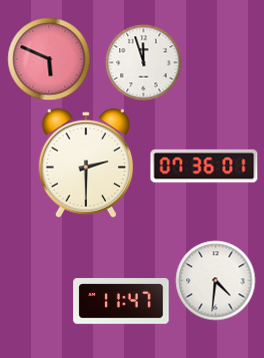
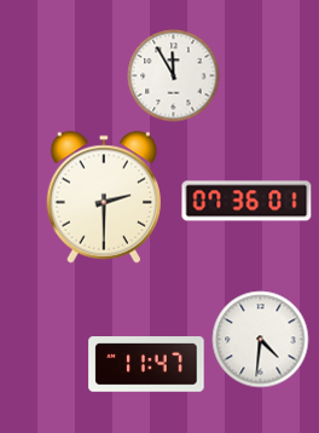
clock at (49, 59): 5:49 -> none
clock at (144, 63): 11:57 -> 11:55
